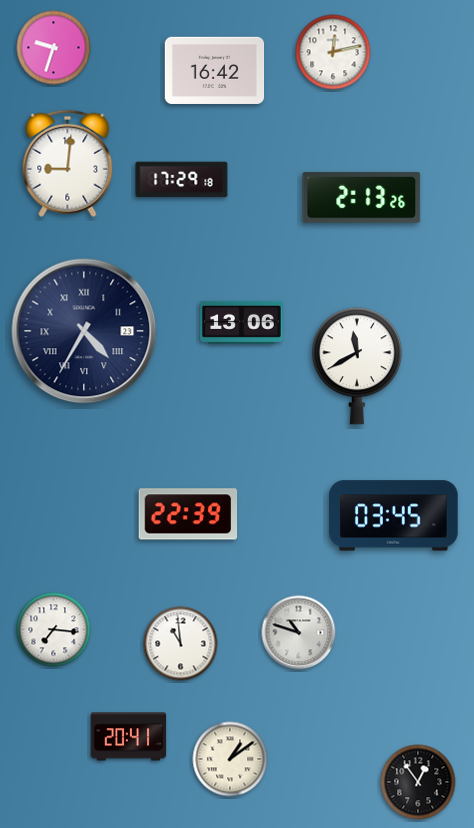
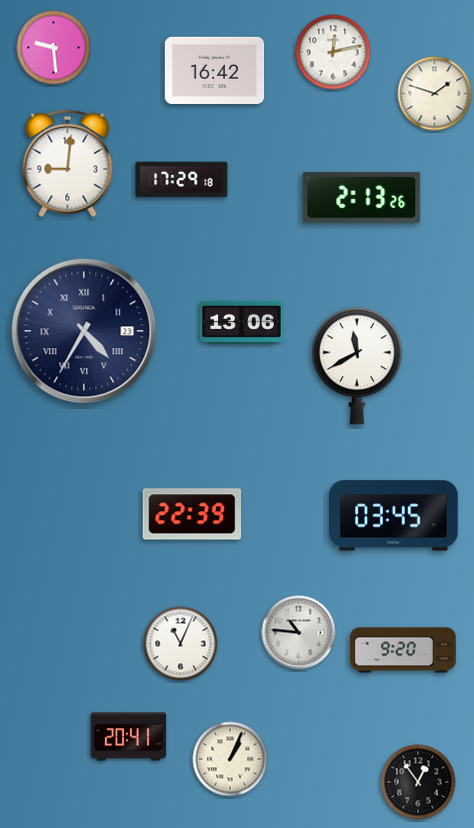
clock at (54, 48): 9:33 -> 9:29
clock at (435, 94): none -> 1:48
clock at (188, 514) position: (188, 514) -> (192, 514)
clock at (54, 630): 7:16 -> none
clock at (299, 633): 10:48 -> 10:46
clock at (181, 644): 10:59 -> 11:04
clock at (403, 650): none -> 9:20
clock at (230, 759): 1:09 -> 1:04
